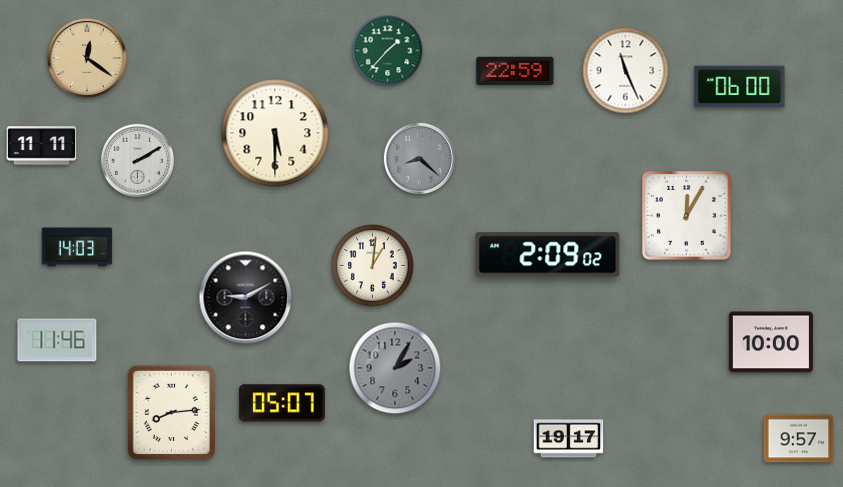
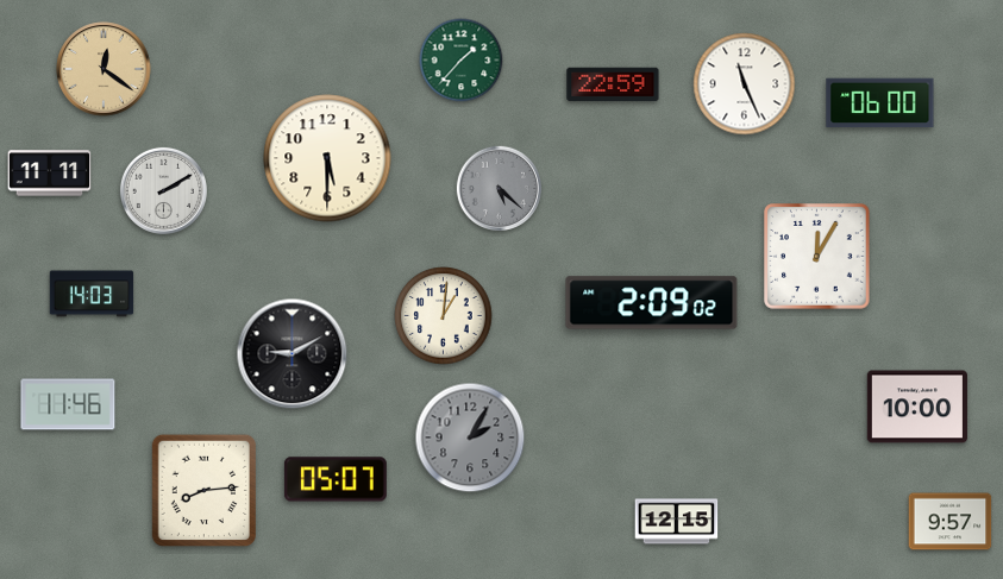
clock at (419, 158): 8:22 -> 5:22
clock at (569, 439): 19:17 -> 12:15
